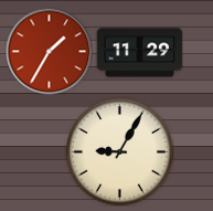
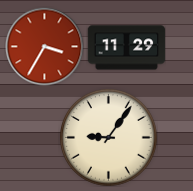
clock at (49, 51): 1:35 -> 3:35
clock at (120, 152): 9:05 -> 9:06
